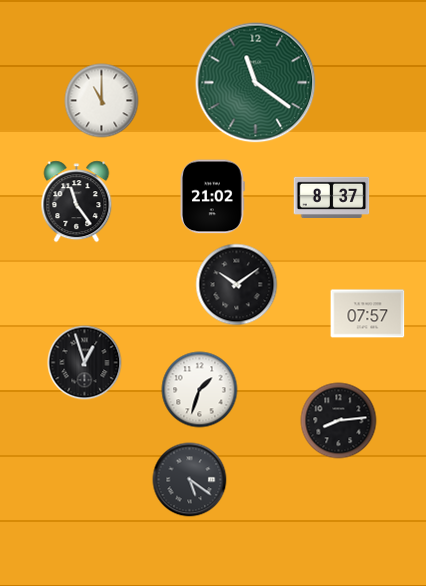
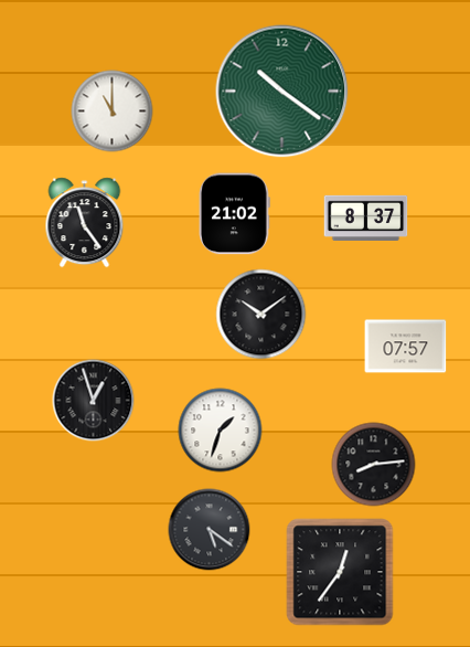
clock at (256, 83): 11:21 -> 10:21
clock at (213, 197) position: (213, 197) -> (235, 214)
clock at (340, 572): none -> 12:36
